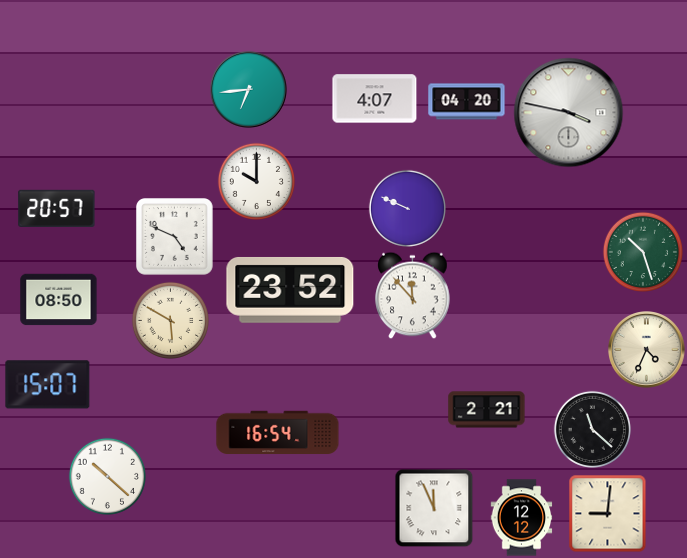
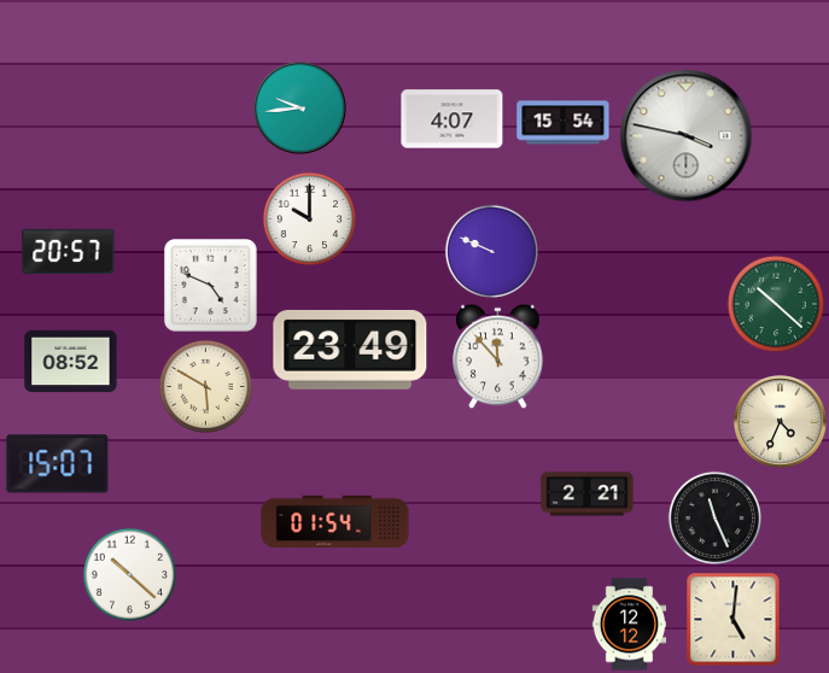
clock at (249, 90): 6:44 -> 9:44
clock at (467, 102): 04:20 -> 15:54
clock at (642, 251): 10:27 -> 10:22
clock at (290, 290): 23:52 -> 23:49
clock at (59, 300): 08:50 -> 08:52
clock at (592, 429): 11:22 -> 11:26
clock at (278, 433): 16:54 -> 01:54
clock at (434, 508): 11:56 -> none
clock at (607, 513): 9:01 -> 5:01
